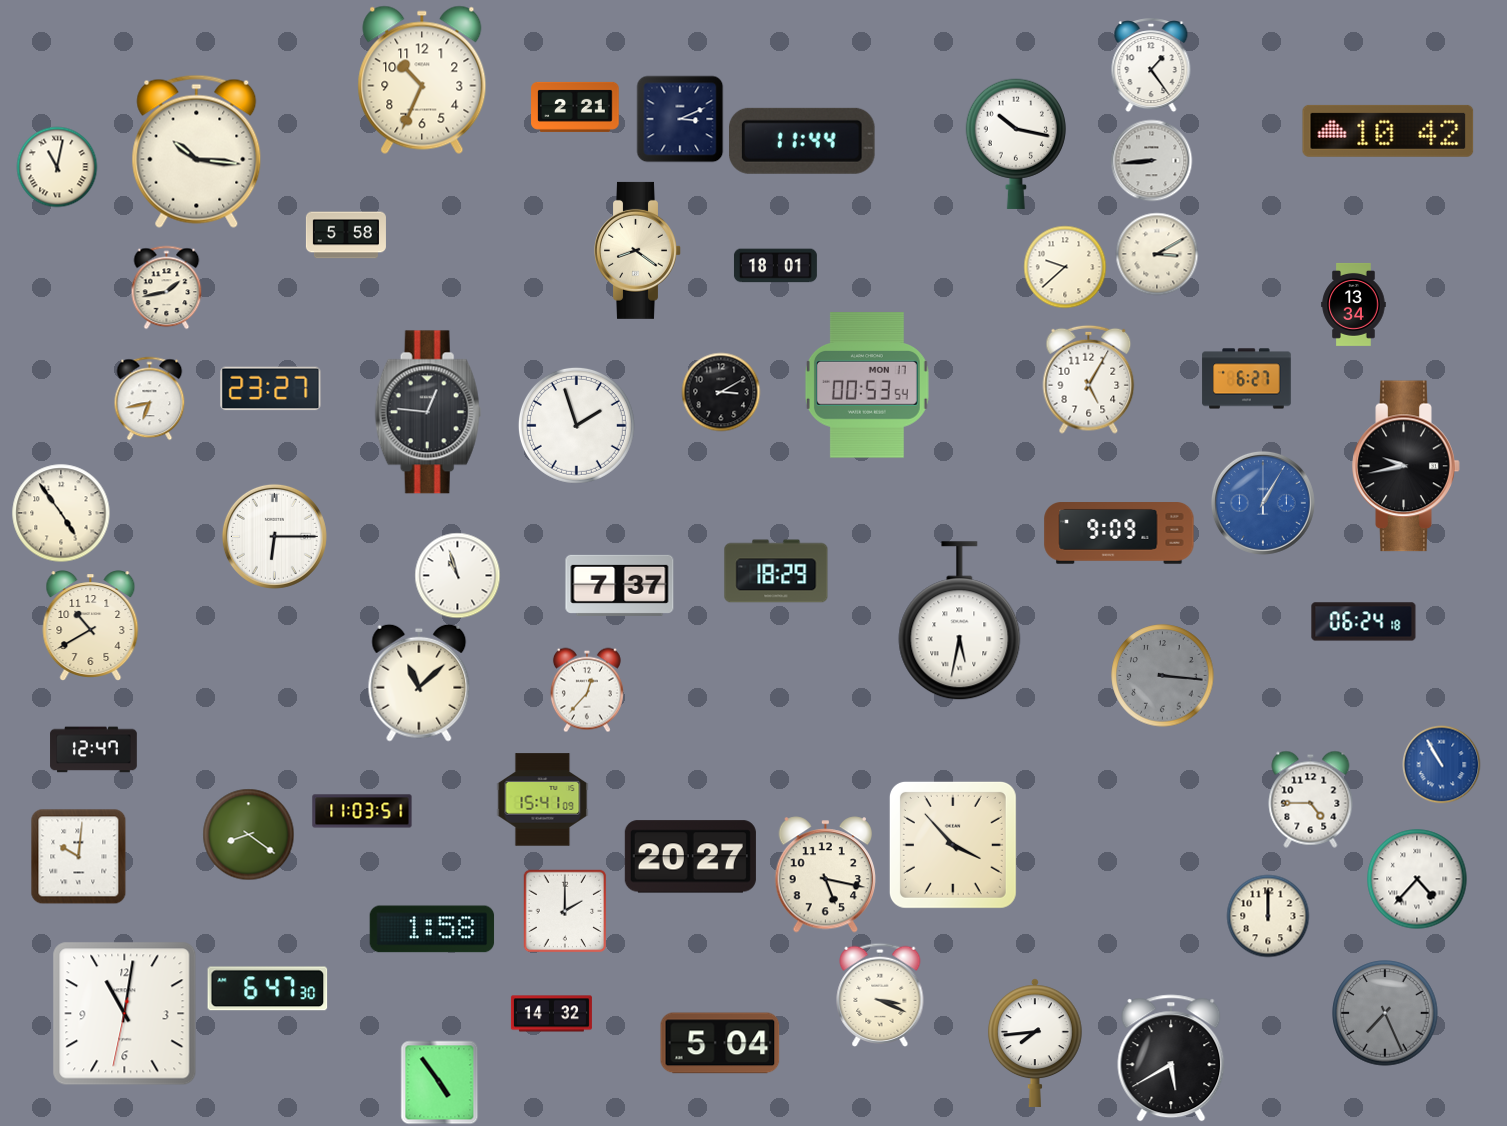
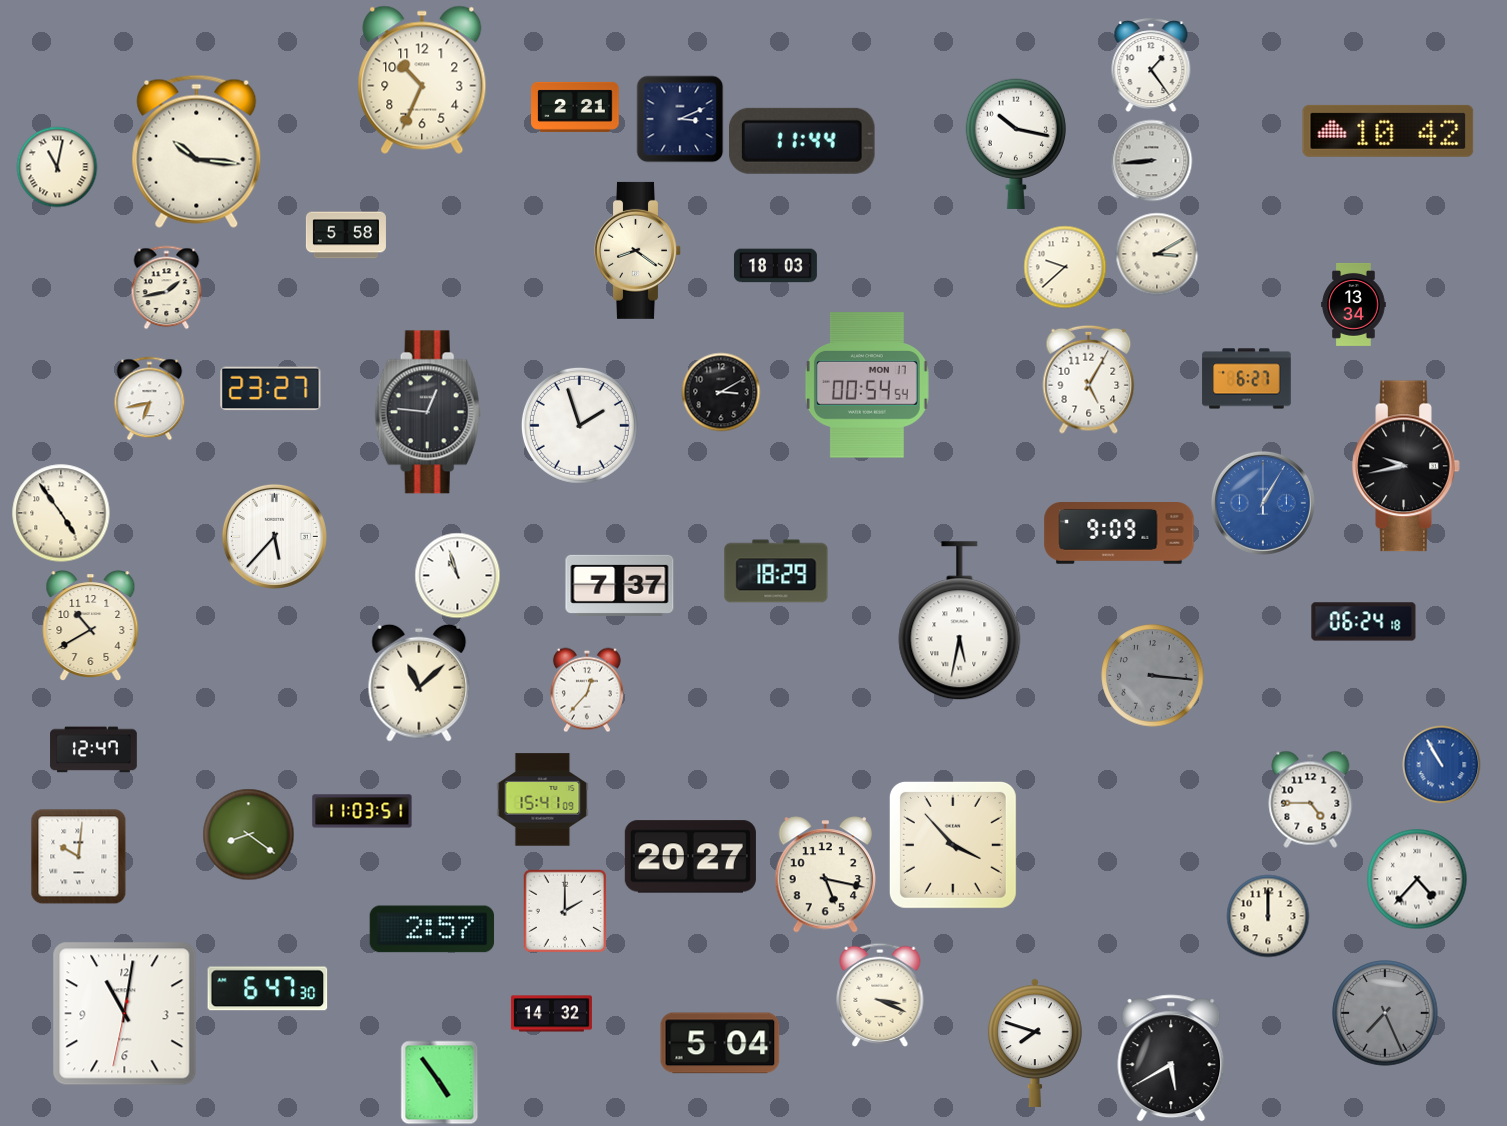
clock at (775, 266): 18:01 -> 18:03
clock at (867, 385): 00:53 -> 00:54
clock at (576, 425) position: (576, 425) -> (579, 425)
clock at (274, 536): 6:15 -> 5:37
clock at (1163, 676) position: (1163, 676) -> (1153, 676)
clock at (432, 929): 1:58 -> 2:57
clock at (1035, 1043): 7:44 -> 7:48
